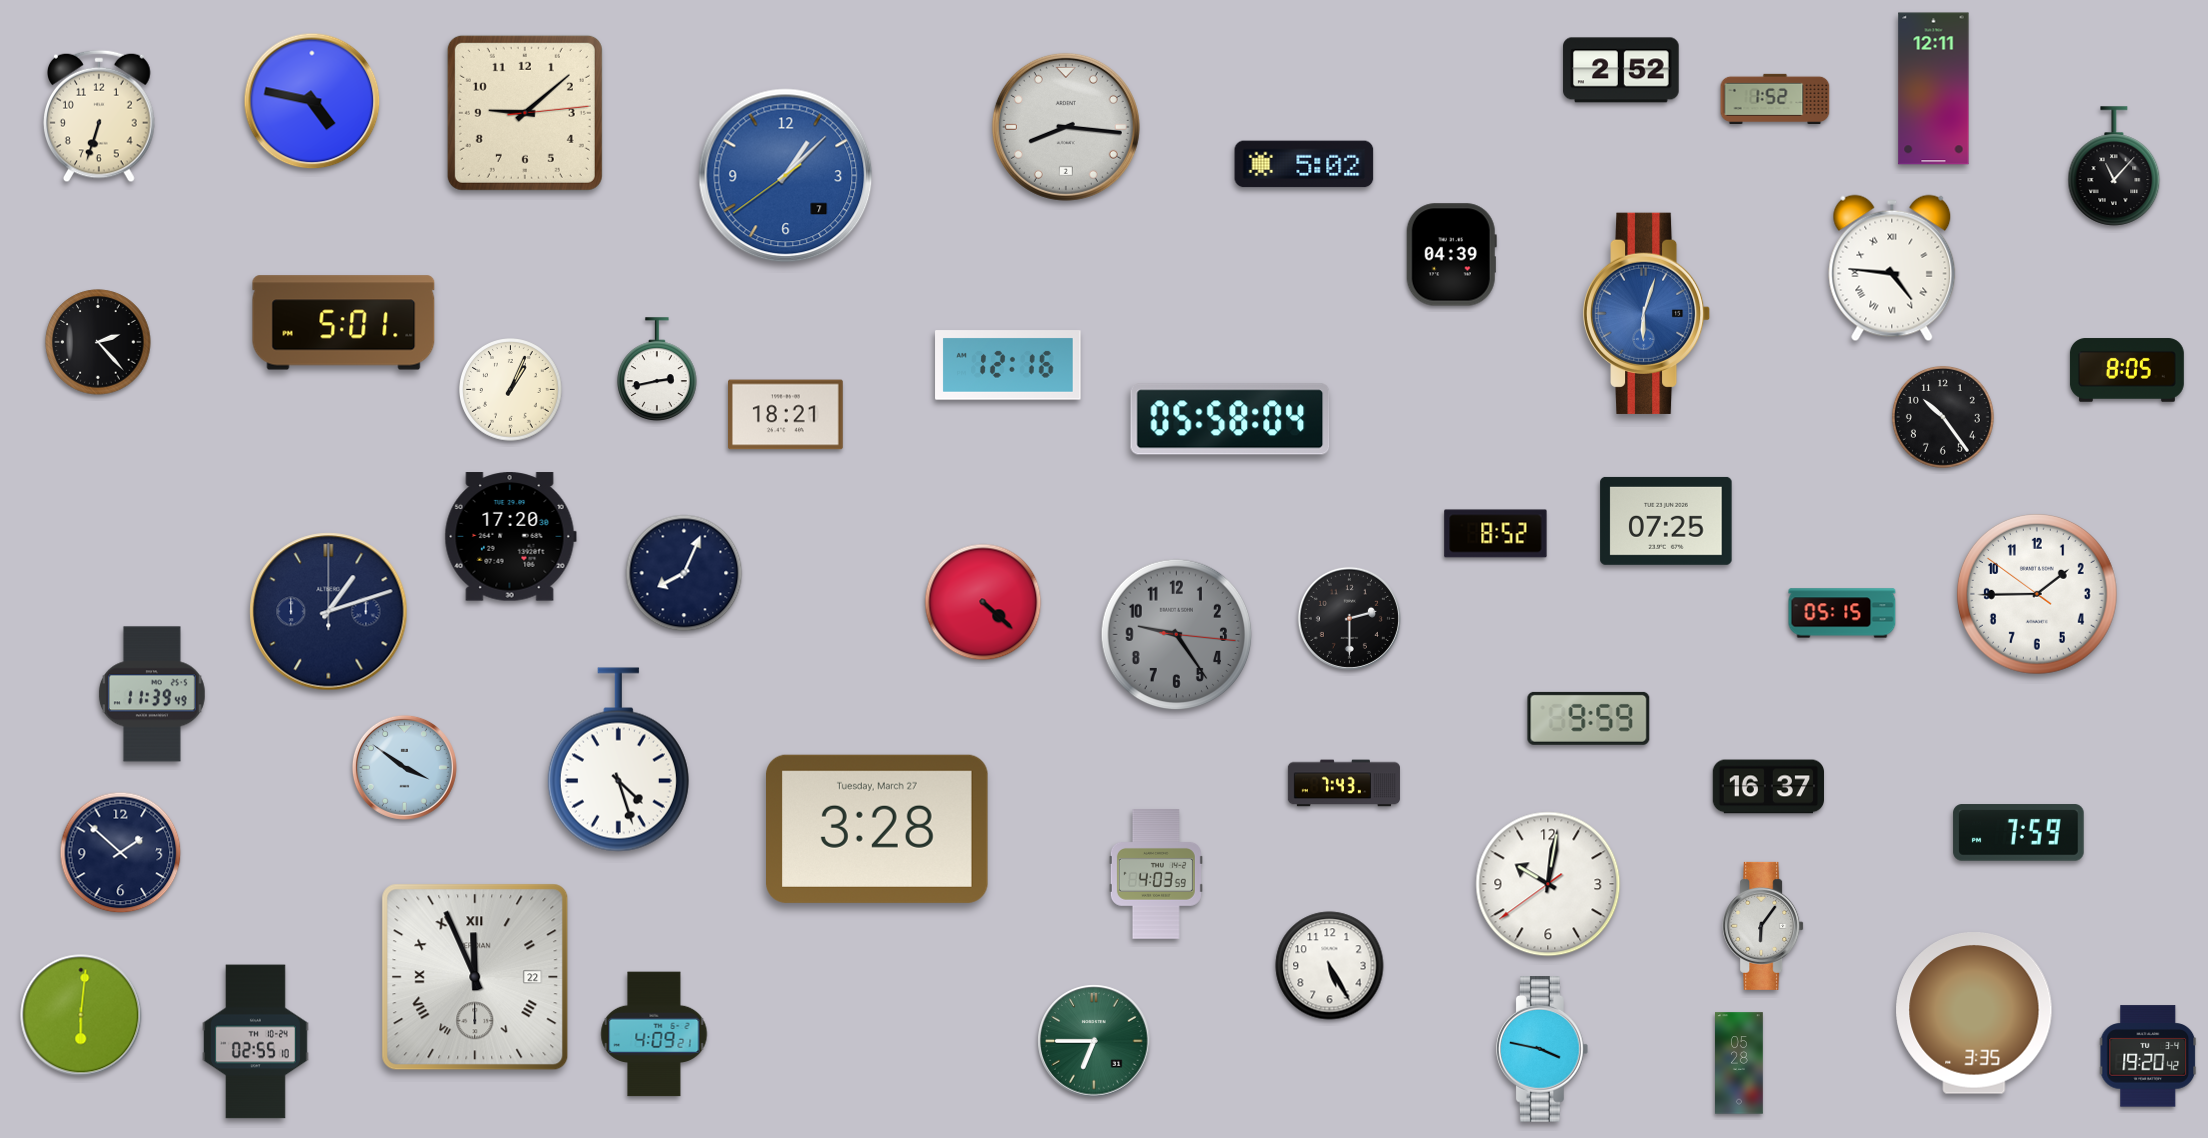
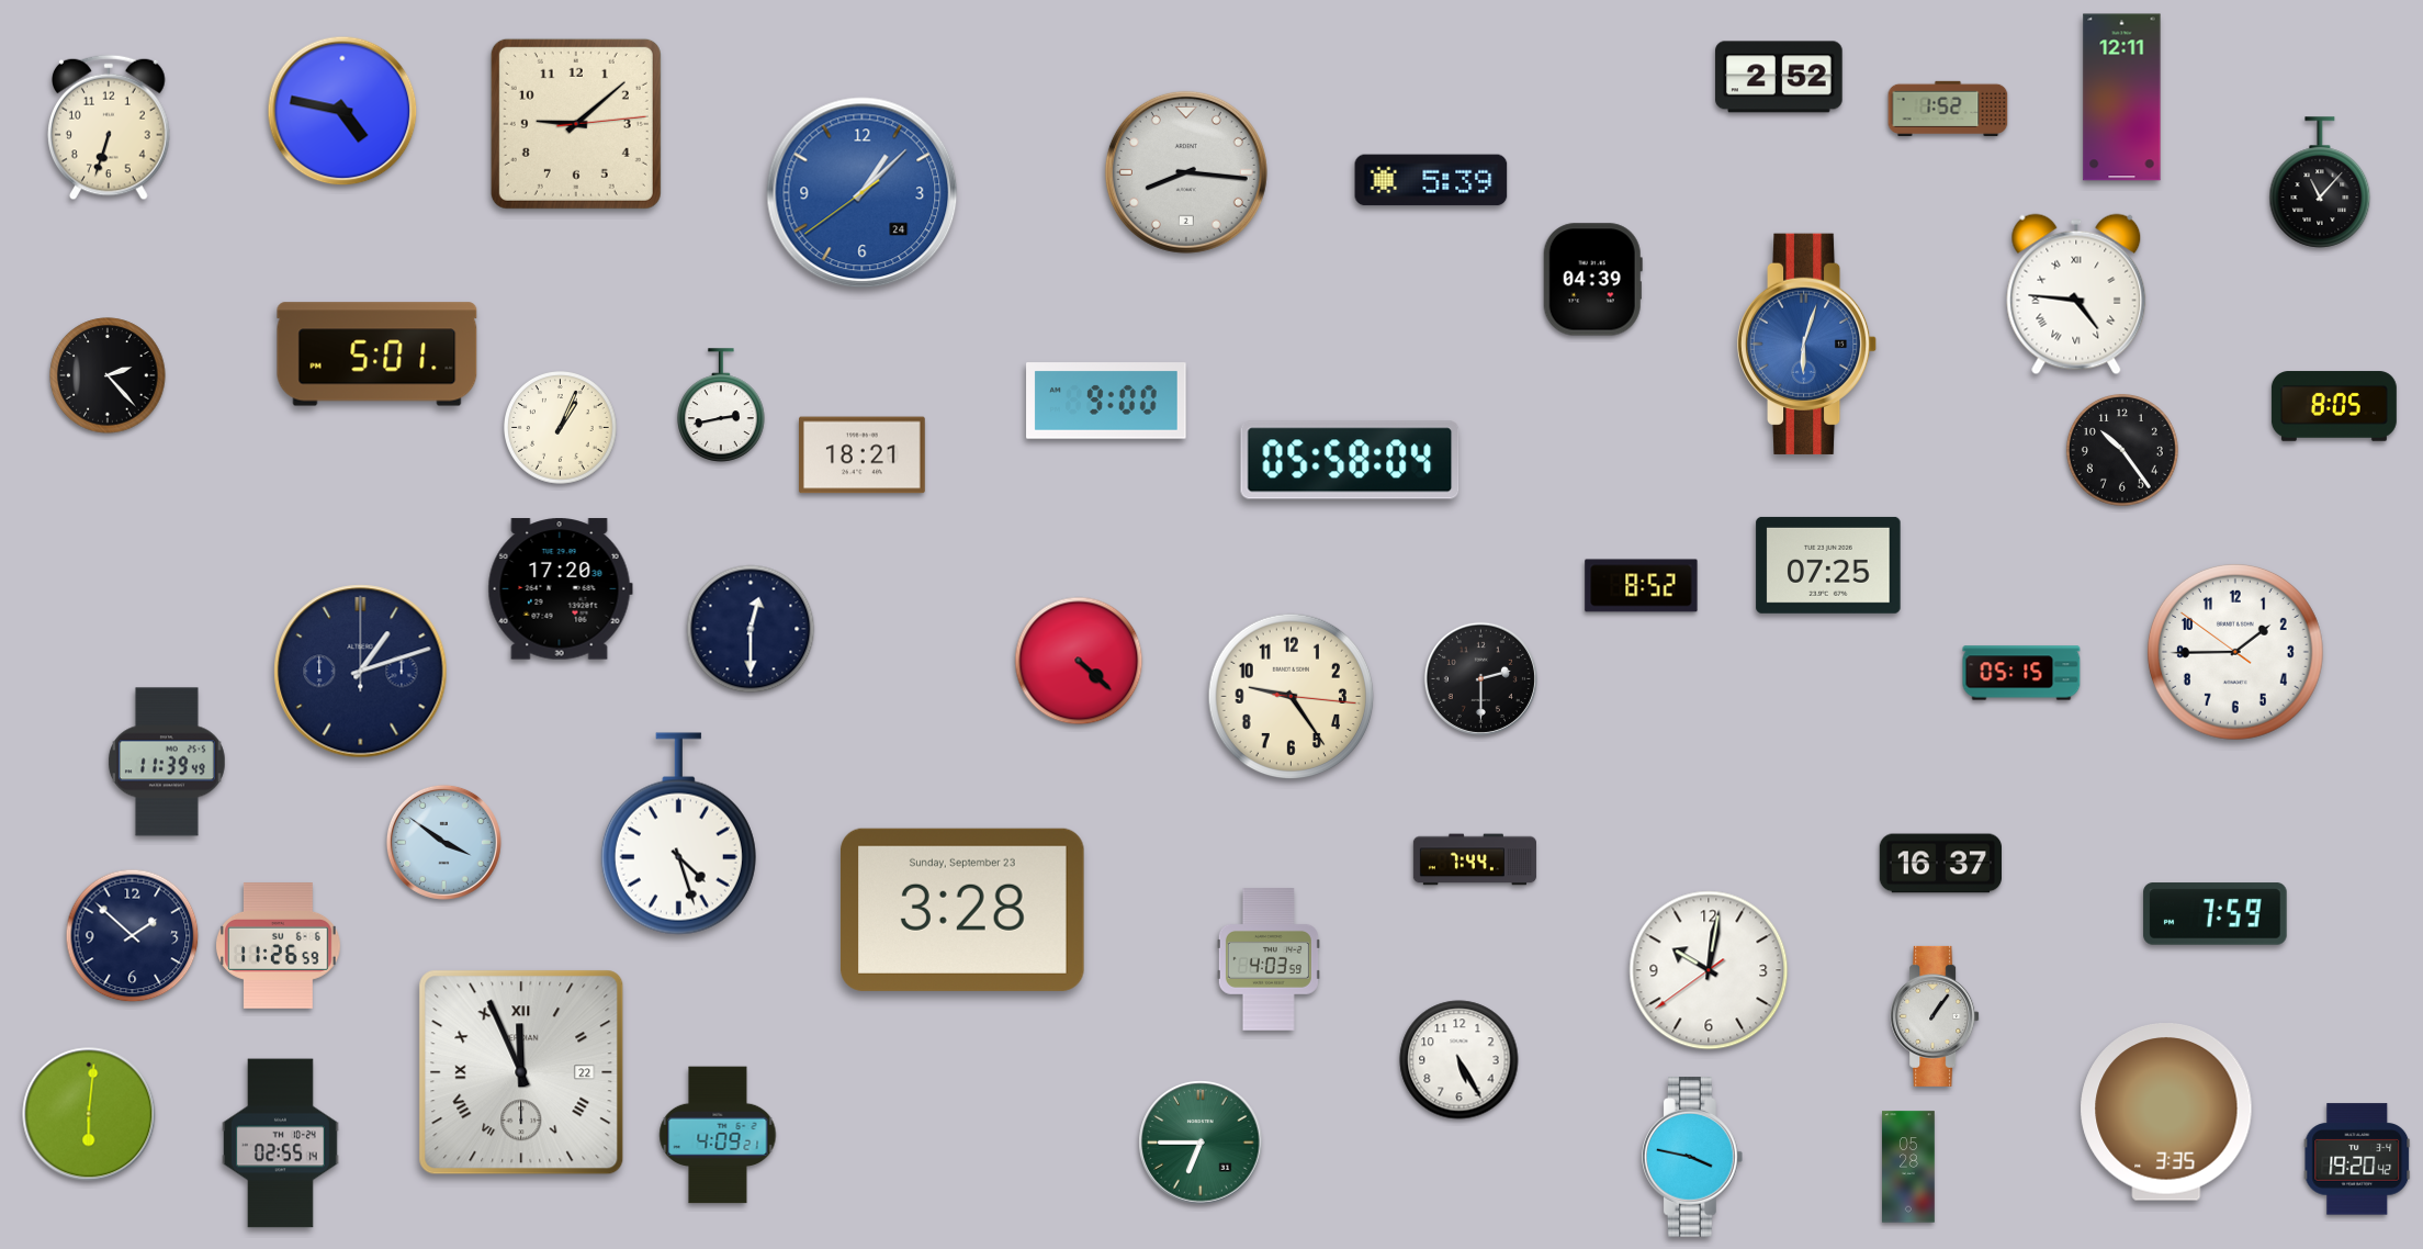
clock at (1066, 127) position: (1066, 127) -> (1186, 172)
clock at (1304, 164): 5:02 -> 5:39
clock at (786, 176) date: 7 -> 24
clock at (1008, 365): 12:16 -> 9:00
clock at (1943, 417) position: (1943, 417) -> (2122, 450)
clock at (1666, 521) position: (1666, 521) -> (1828, 565)
clock at (684, 573): 8:04 -> 12:30
clock at (1177, 635) dial: grey -> cream
clock at (1589, 718): 9:59 -> none
clock at (1344, 783): 7:43 -> 7:44
clock at (878, 829) date: Tuesday, March 27 -> Sunday, September 23
clock at (278, 946): none -> 11:26
clock at (1548, 884) position: (1548, 884) -> (1709, 970)
clock at (1763, 926): 6:06 -> 1:06
clock at (256, 1042): 02:55:10 -> 02:55:14
clock at (1542, 1049) position: (1542, 1049) -> (1692, 1157)
